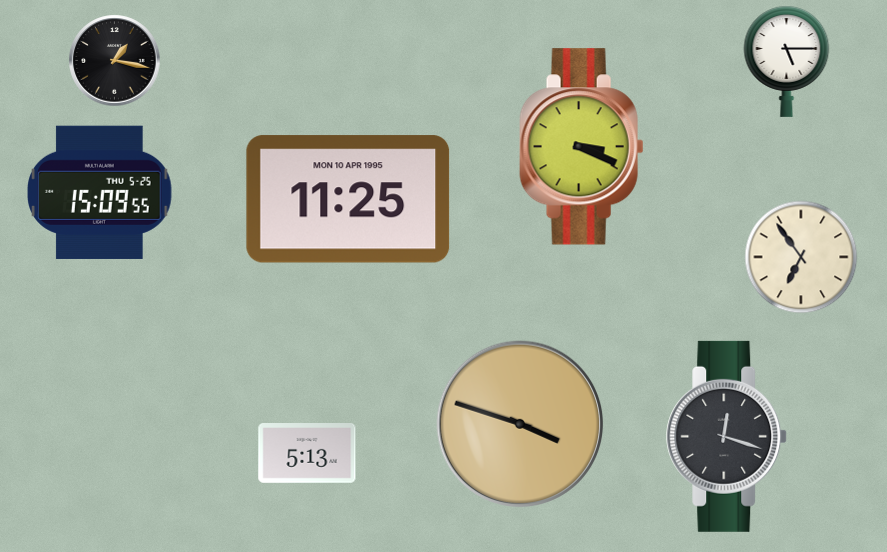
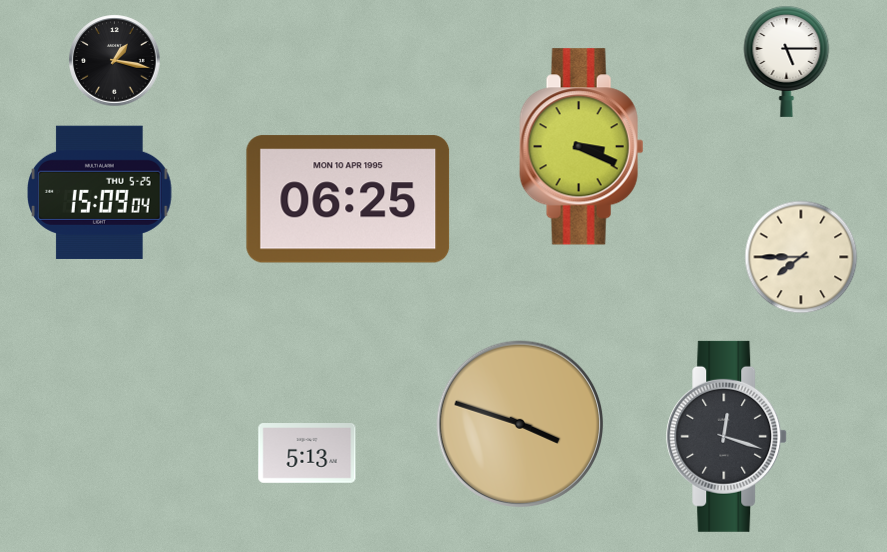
clock at (100, 192): 15:09:55 -> 15:09:04
clock at (348, 199): 11:25 -> 06:25
clock at (801, 257): 6:54 -> 7:45
